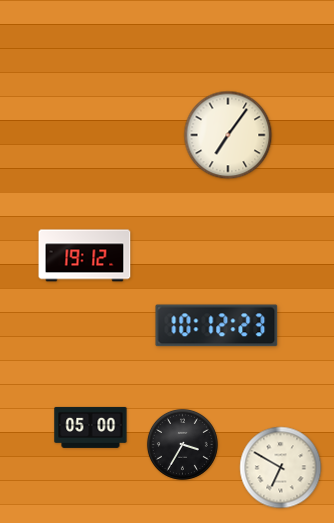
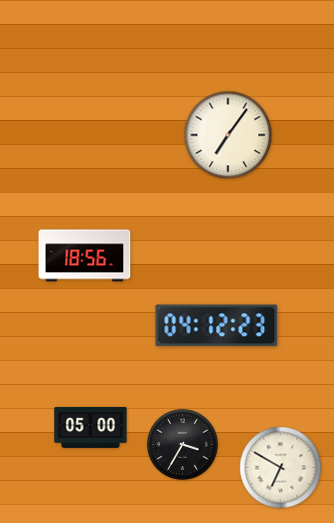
clock at (85, 256): 19:12 -> 18:56
clock at (217, 326): 10:12 -> 04:12
